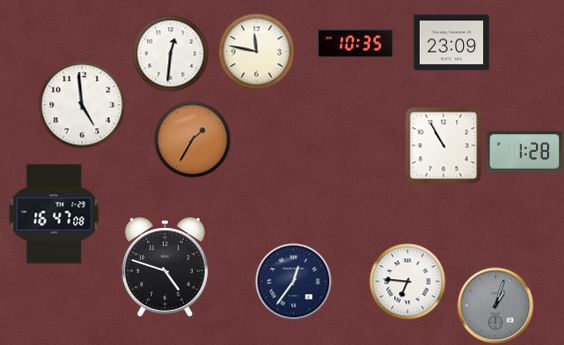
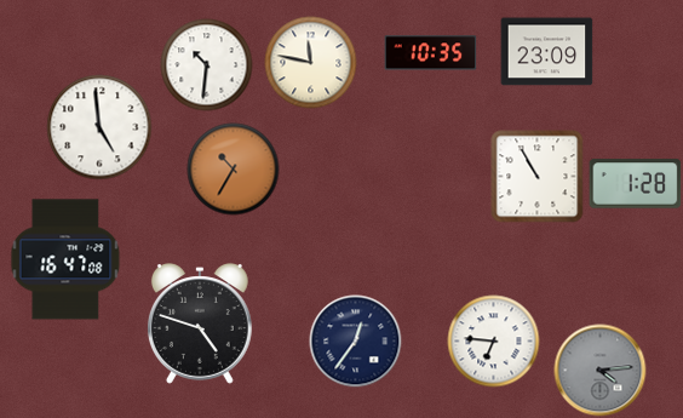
clock at (171, 54): 12:31 -> 10:31
clock at (193, 140): 1:35 -> 10:35
clock at (496, 306): 1:03 -> 4:14
